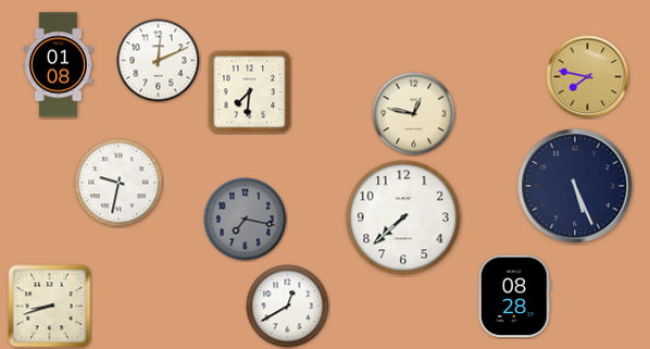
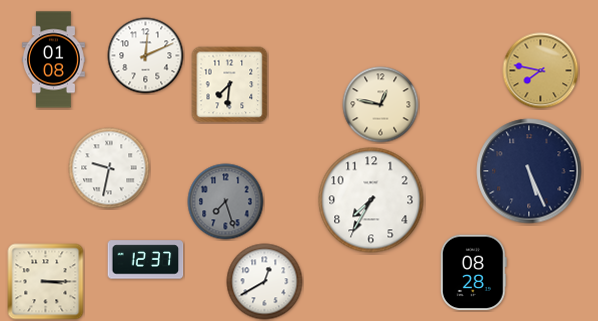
clock at (403, 217): 7:38 -> 7:35
clock at (246, 220): 7:17 -> 7:27
clock at (146, 260): none -> 12:37
clock at (50, 307): 8:42 -> 3:15
